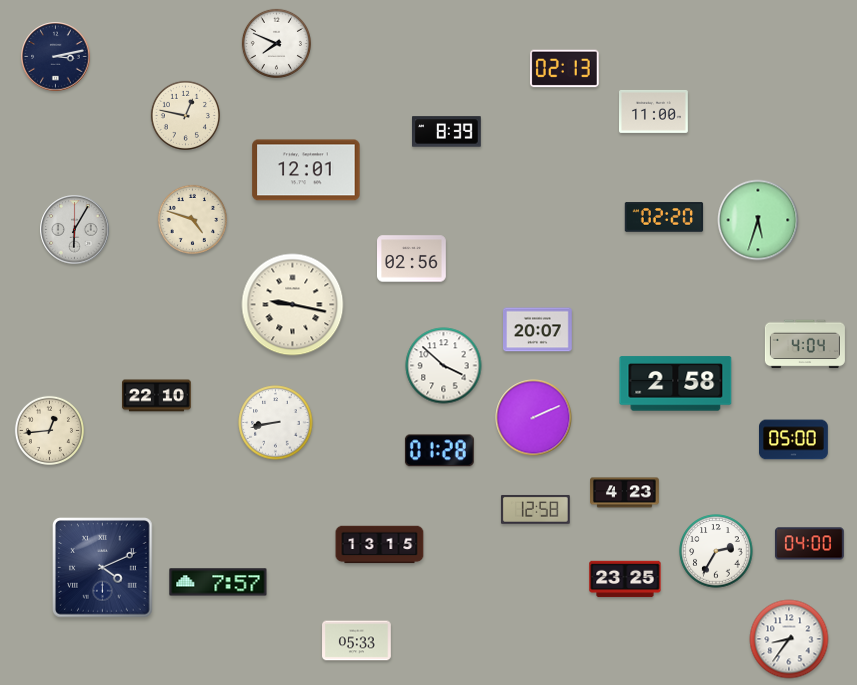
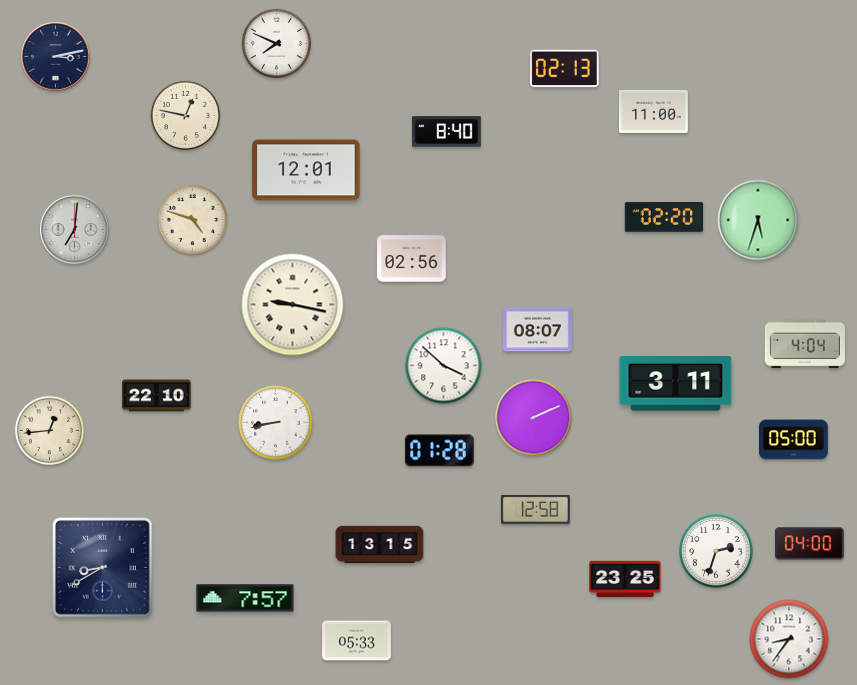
clock at (447, 132): 8:39 -> 8:40
clock at (75, 230): 6:05 -> 7:01
clock at (538, 330): 20:07 -> 08:07
clock at (676, 384): 2:58 -> 3:11
clock at (625, 493): 4:23 -> none
clock at (716, 551): 2:35 -> 2:33
clock at (103, 568): 4:11 -> 8:40
clock at (218, 582) position: (218, 582) -> (245, 598)
